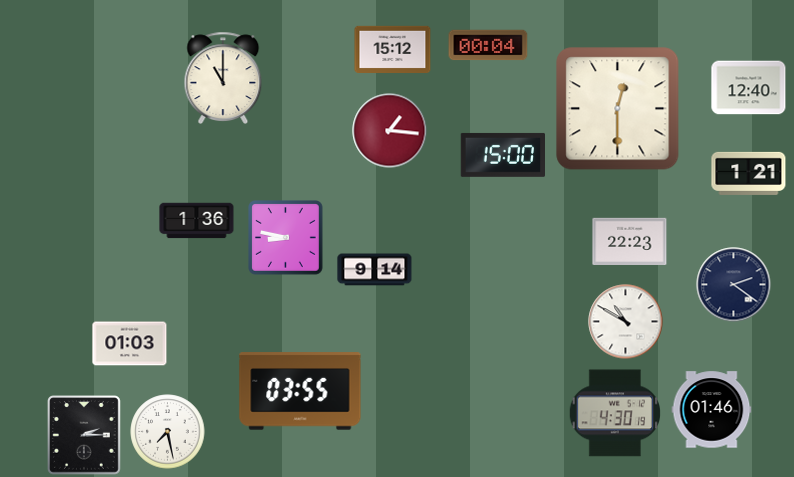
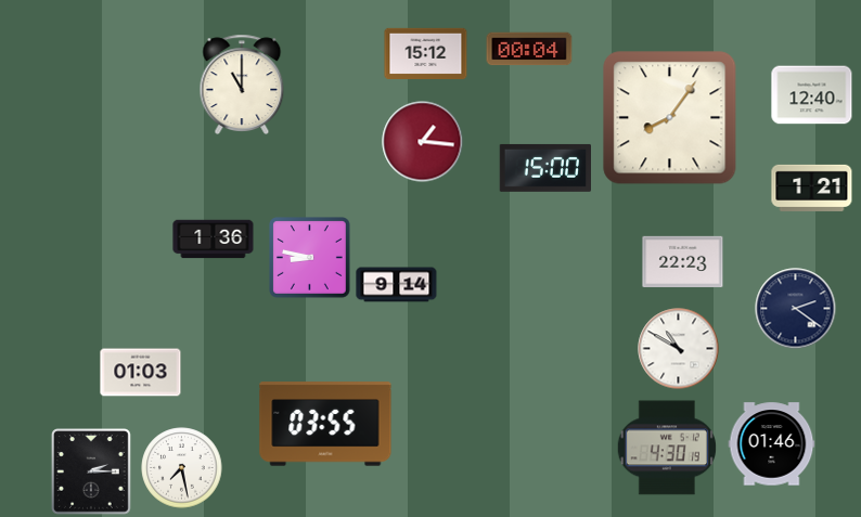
clock at (618, 109): 12:30 -> 8:06
clock at (375, 270) position: (375, 270) -> (397, 285)
